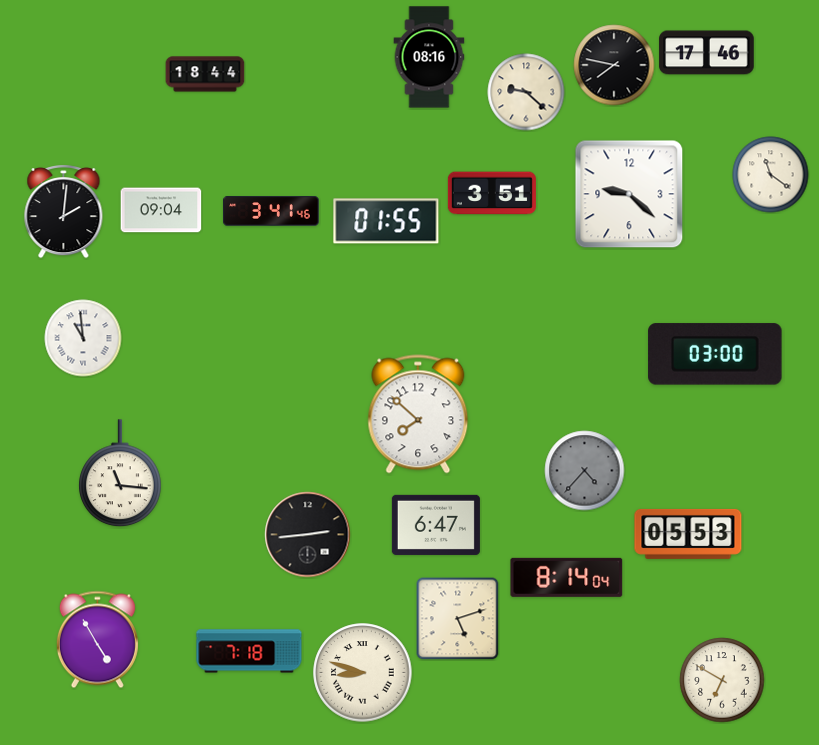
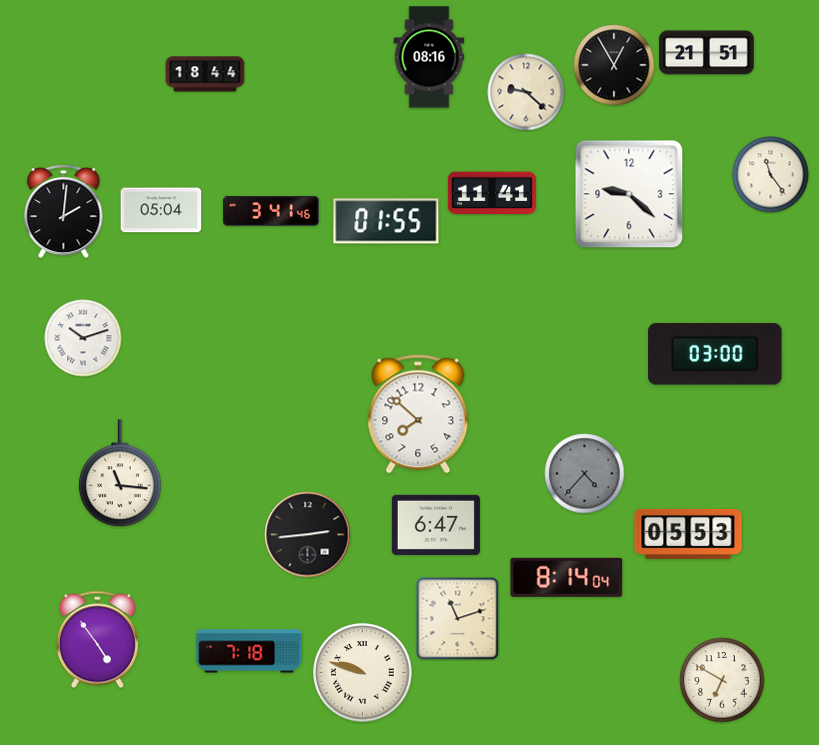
clock at (707, 53): 17:46 -> 21:51
clock at (614, 65): 7:47 -> 12:55
clock at (771, 175): 11:21 -> 11:24
clock at (492, 193): 3:51 -> 11:41
clock at (161, 210): 09:04 -> 05:04
clock at (83, 338): 10:59 -> 10:12
clock at (585, 471) position: (585, 471) -> (585, 474)
clock at (458, 619): 5:12 -> 11:12
clock at (97, 640): 4:55 -> 4:54
clock at (363, 673): 8:48 -> 9:48
